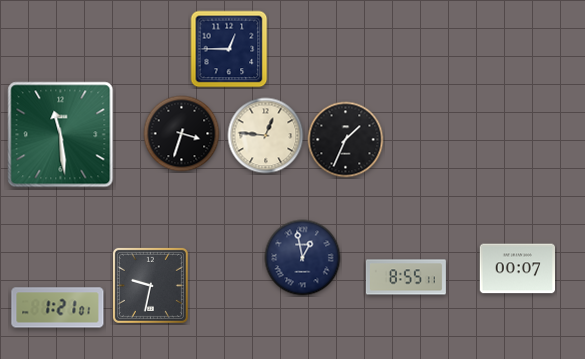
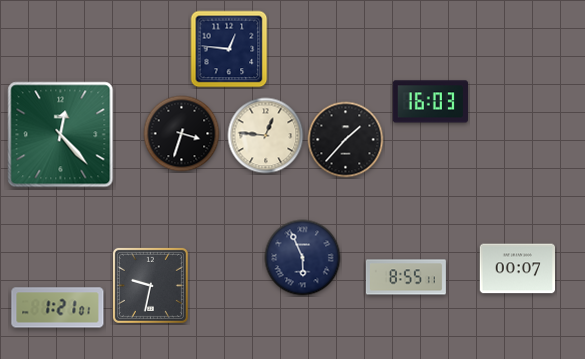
clock at (229, 49): 12:45 -> 12:46
clock at (430, 102): none -> 16:03
clock at (61, 135): 11:29 -> 12:23
clock at (346, 140): 1:34 -> 1:37
clock at (303, 258): 12:58 -> 5:56
